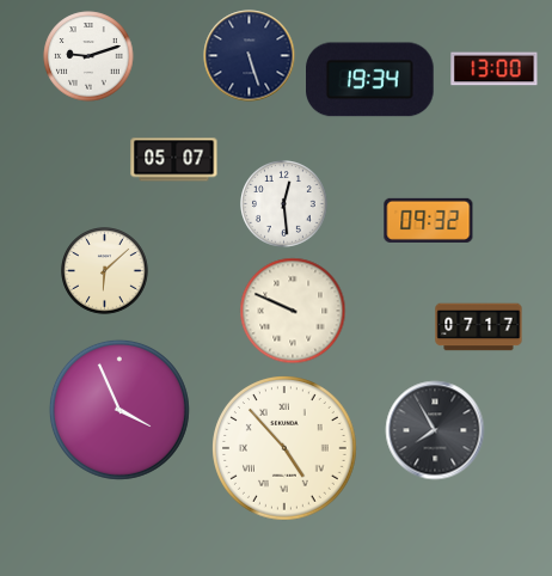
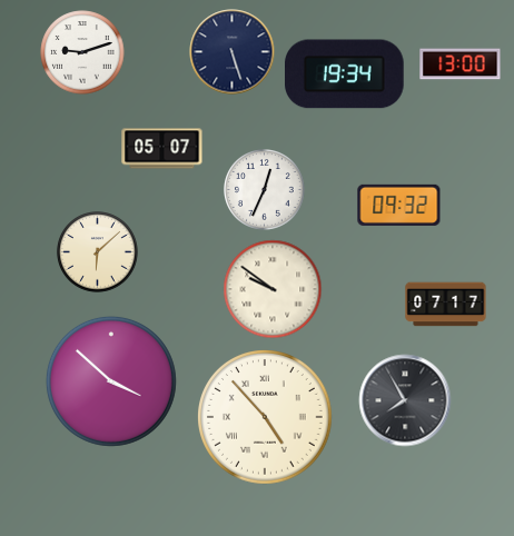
clock at (284, 204): 12:29 -> 12:34
clock at (293, 311): 9:49 -> 9:51
clock at (119, 410): 3:56 -> 3:52
